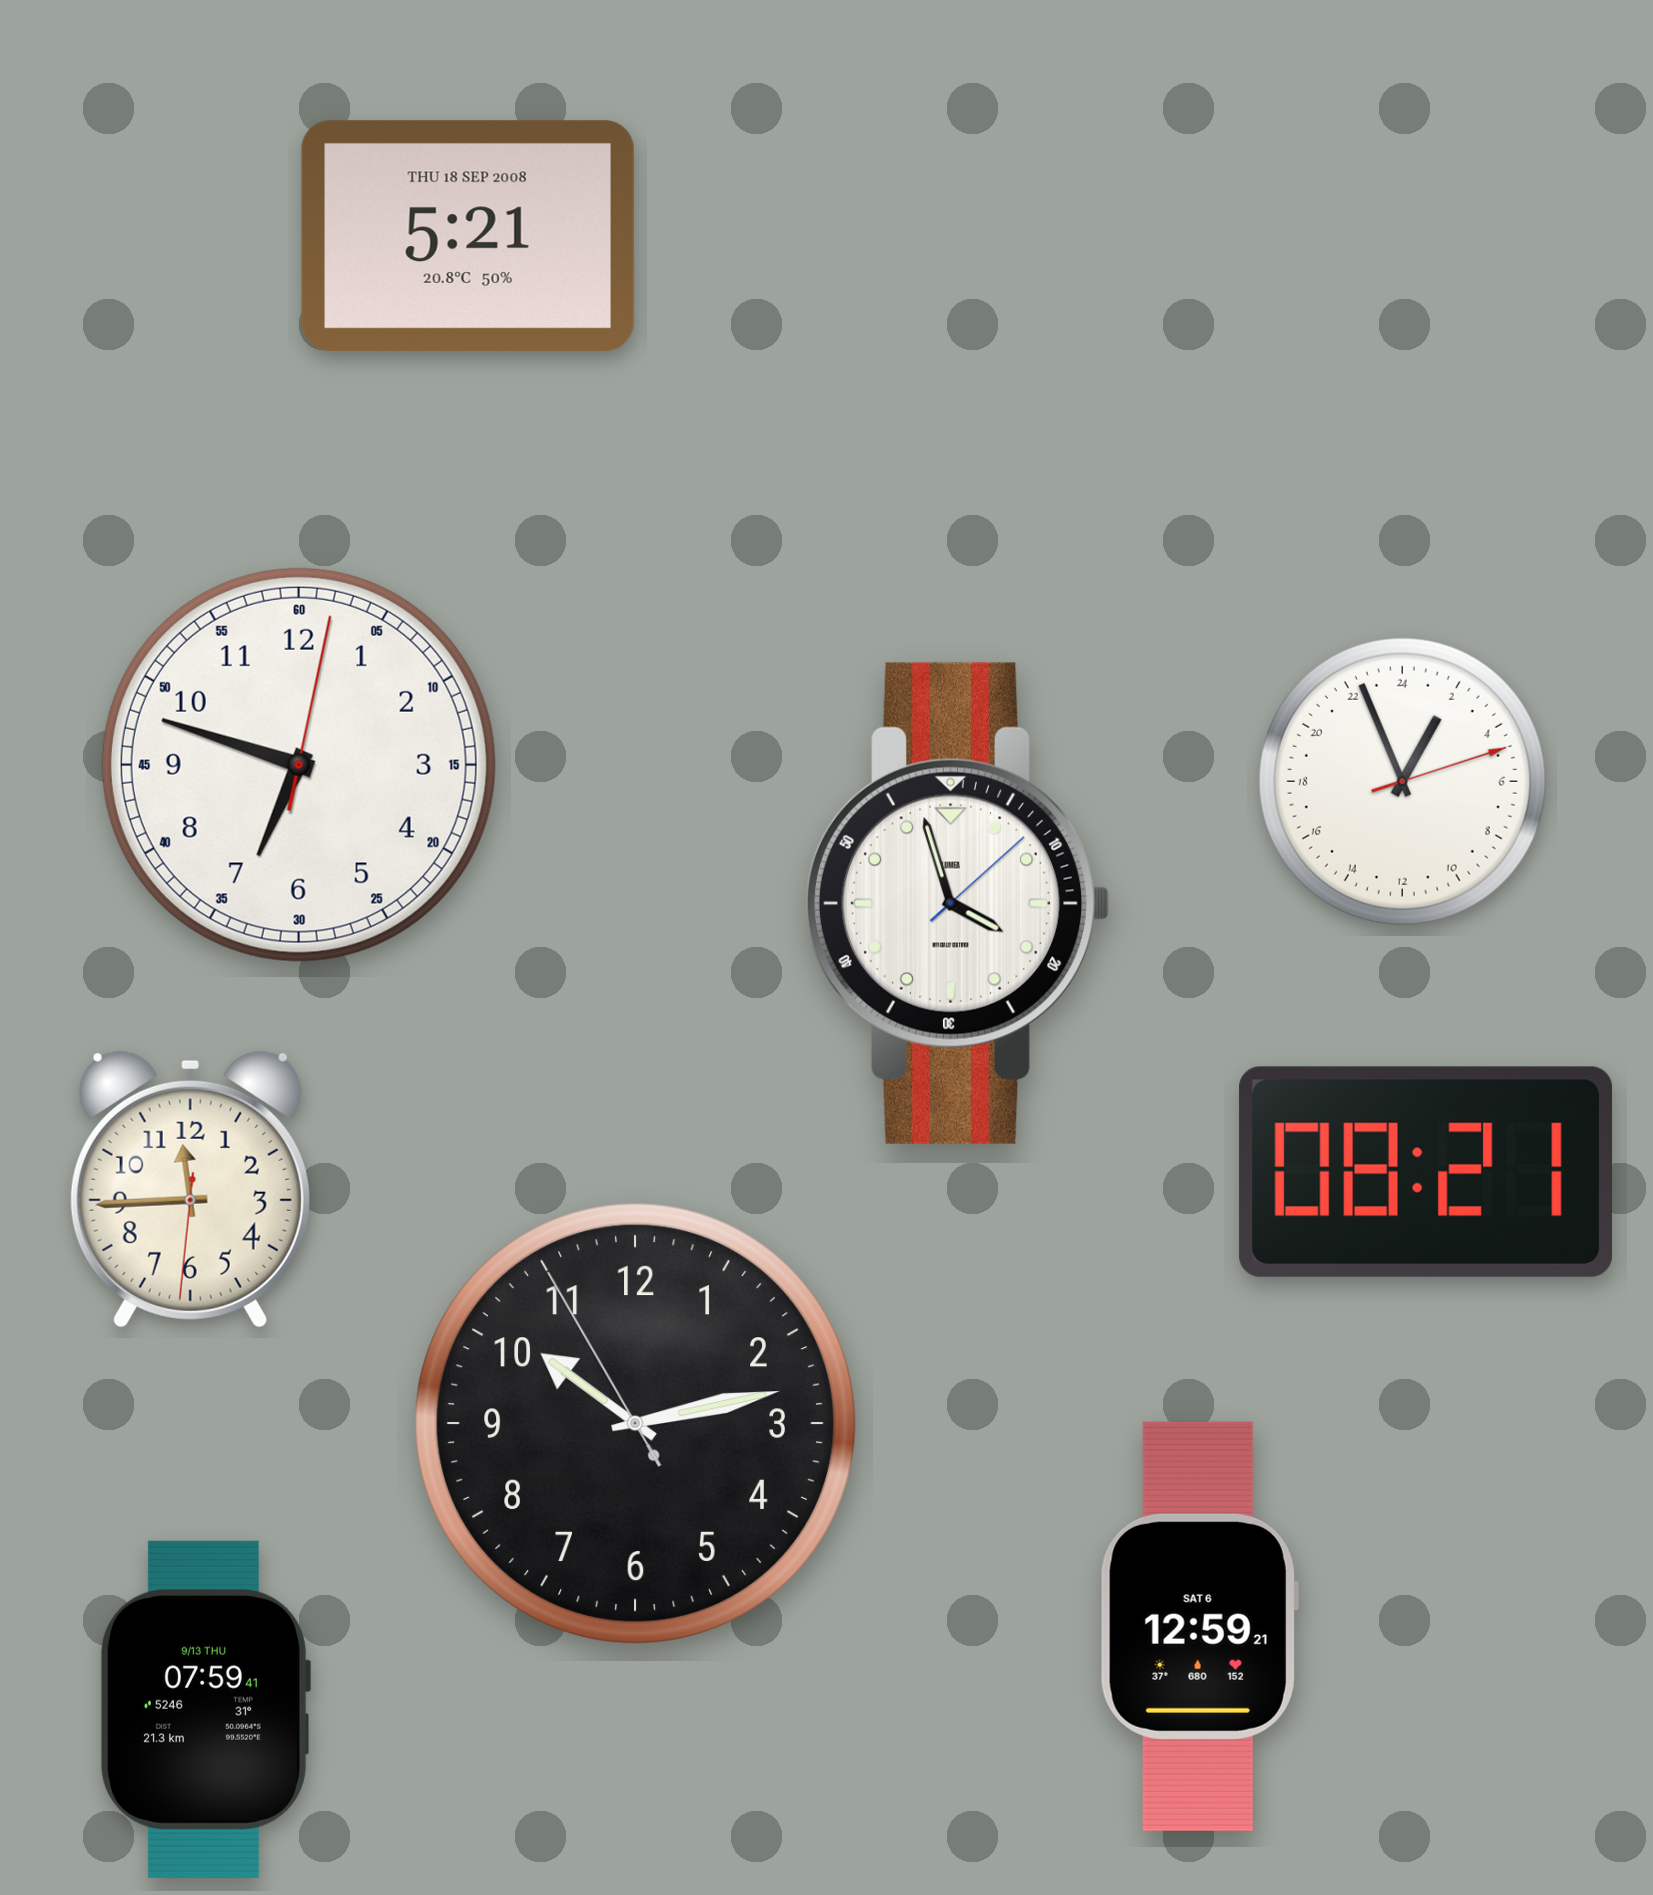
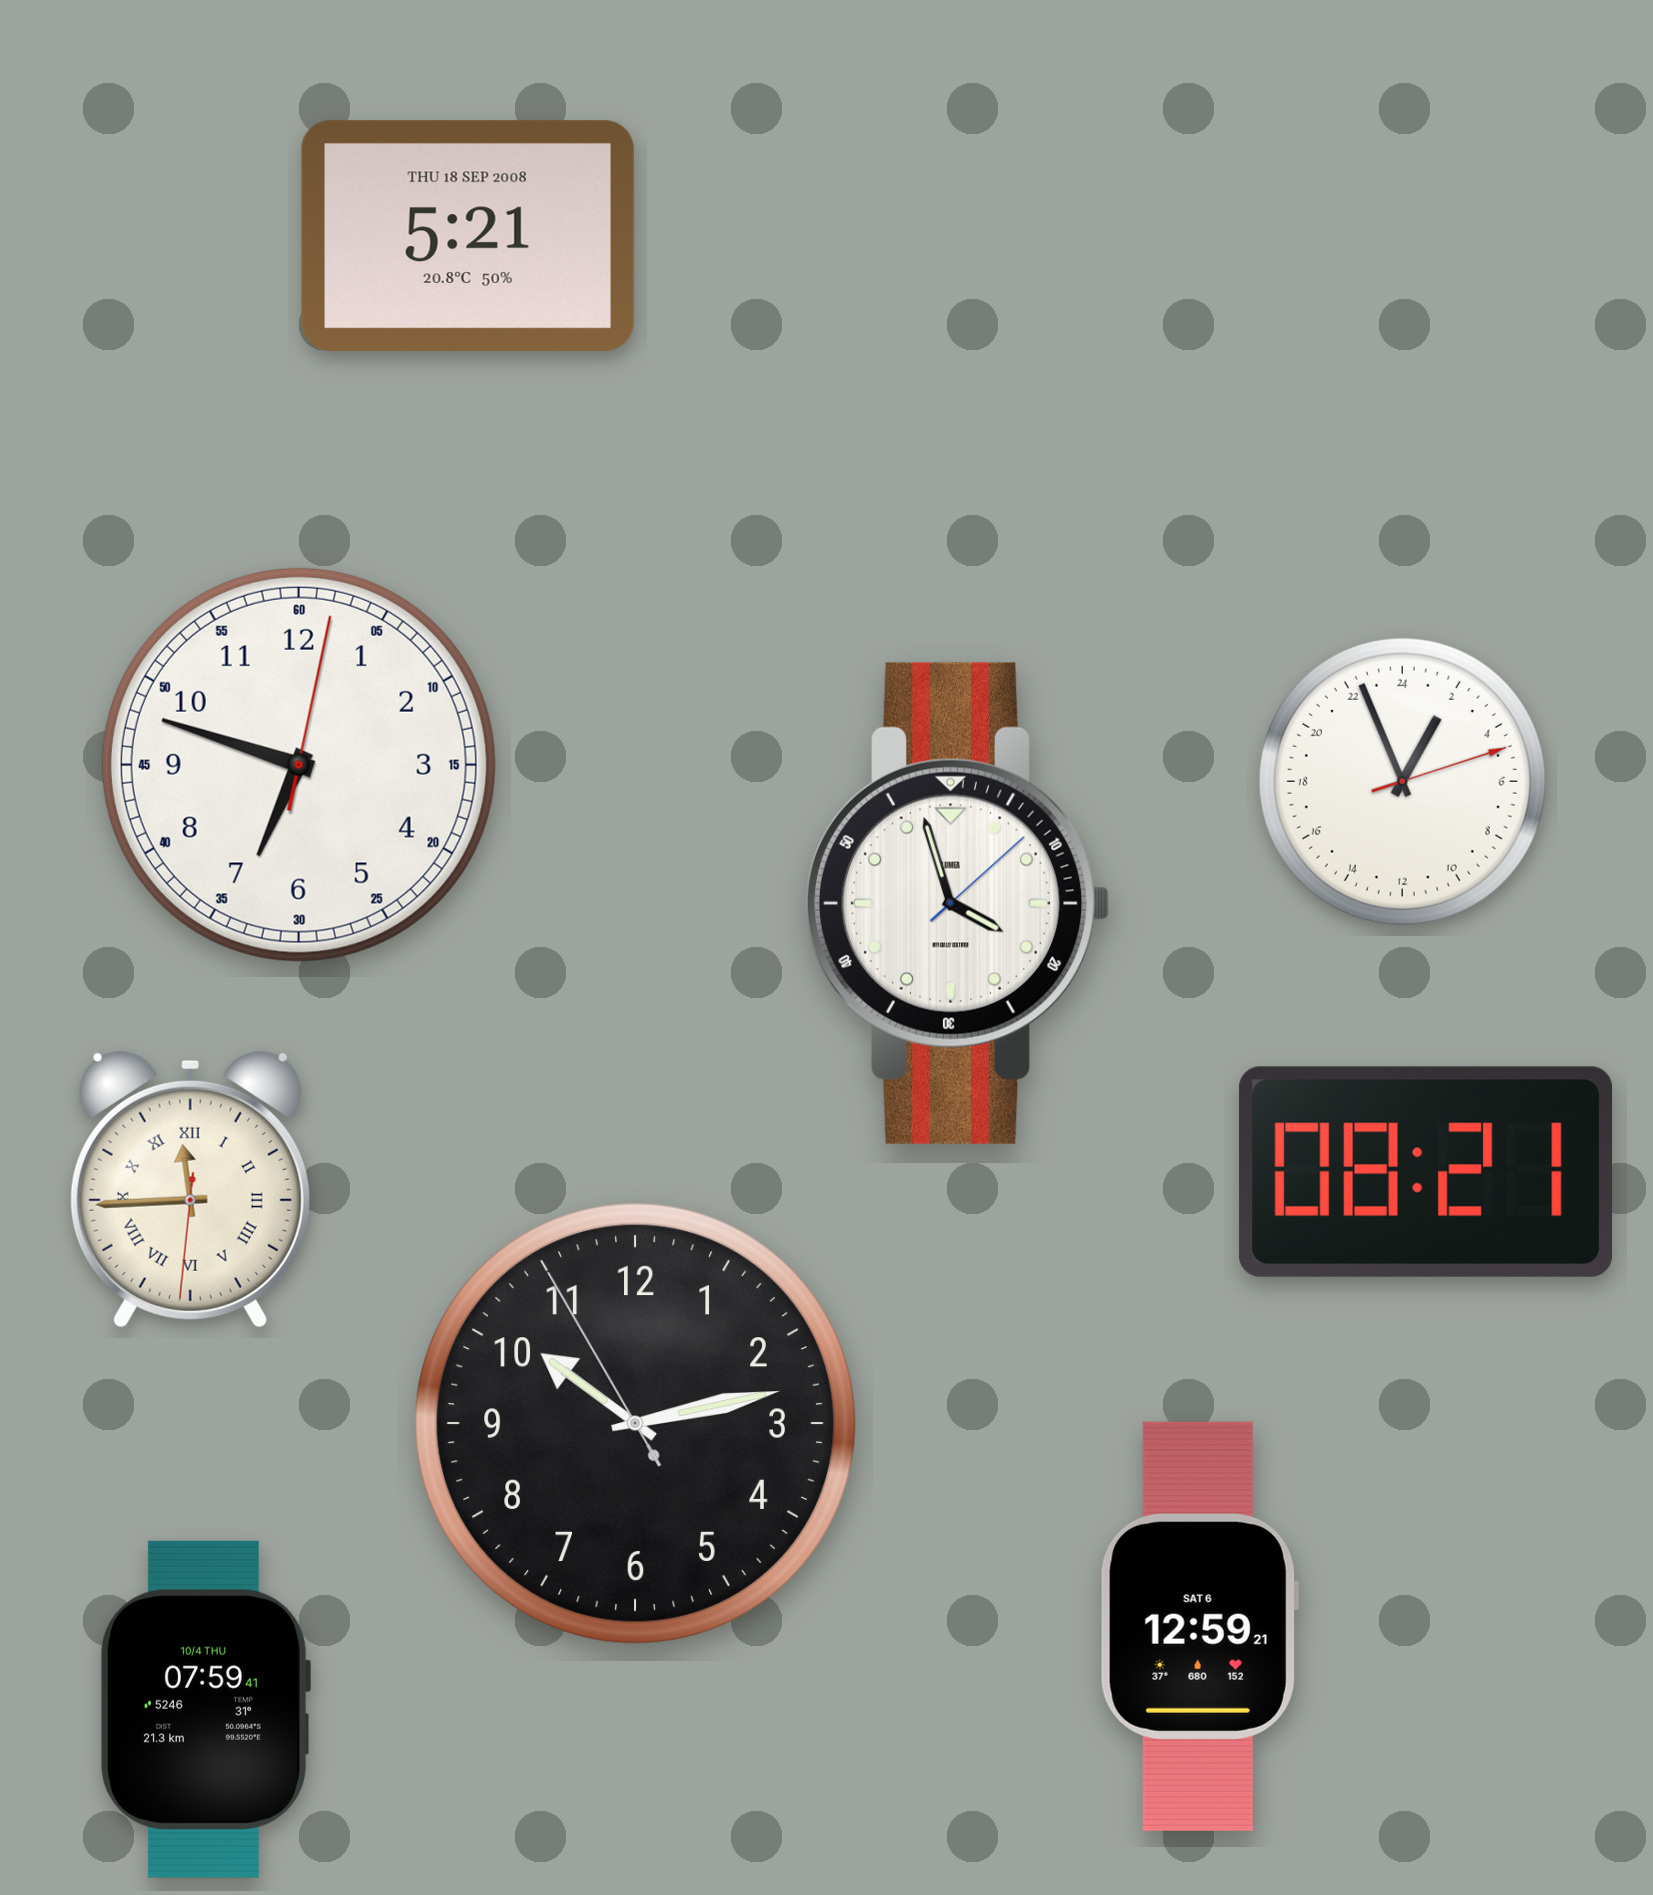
clock at (190, 1189) numerals: Arabic -> Roman
clock at (205, 1709) date: 9/13 THU -> 10/4 THU
